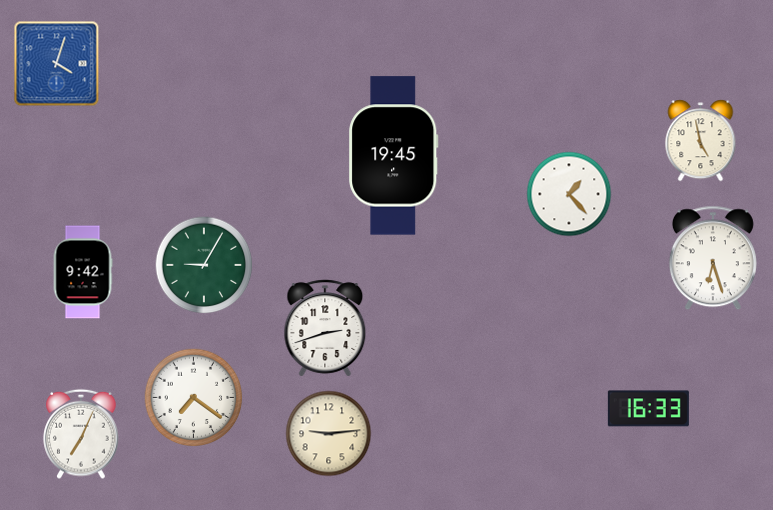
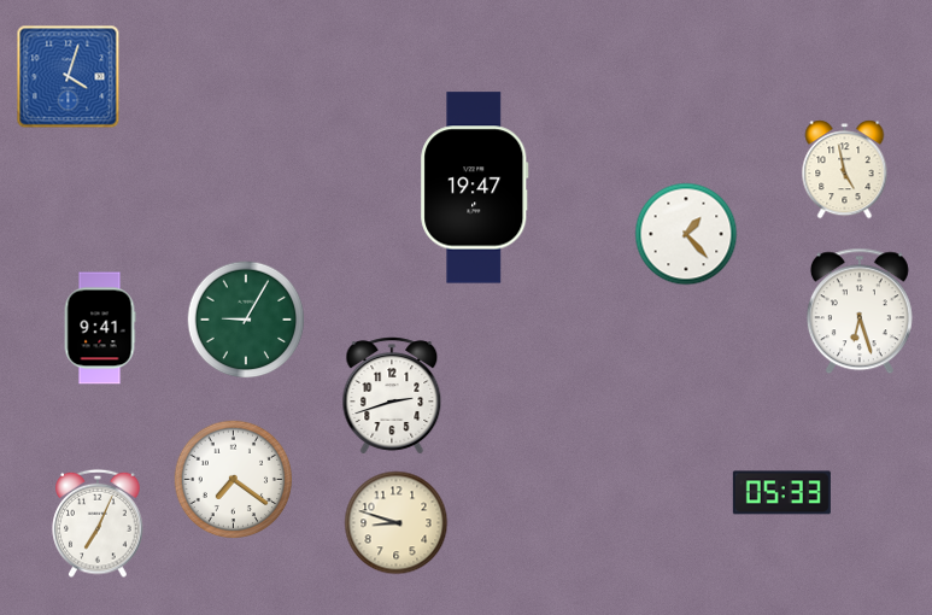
clock at (394, 156): 19:45 -> 19:47
clock at (83, 272): 9:42 -> 9:41
clock at (648, 409): 16:33 -> 05:33
clock at (329, 434): 9:14 -> 8:48
